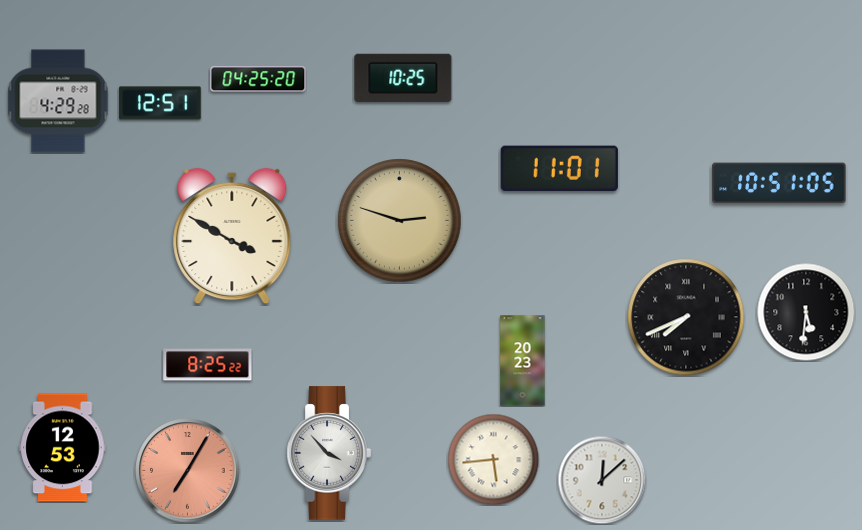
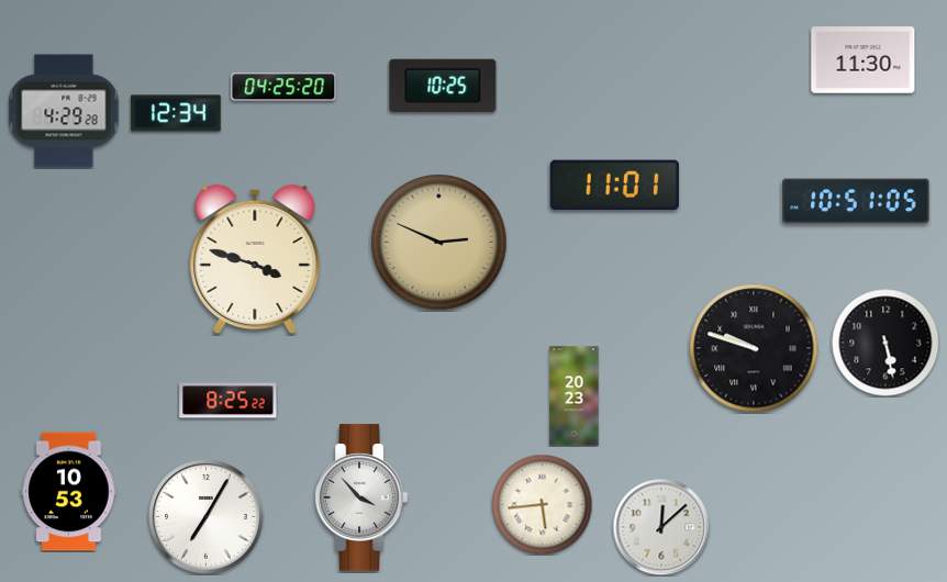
clock at (864, 60): none -> 11:30
clock at (160, 103): 12:51 -> 12:34
clock at (400, 221): 2:48 -> 2:49
clock at (232, 236): 3:50 -> 3:48
clock at (806, 312): 5:31 -> 5:28
clock at (686, 317): 7:41 -> 9:48
clock at (63, 448): 12:53 -> 10:53
clock at (188, 471) dial: salmon -> white
